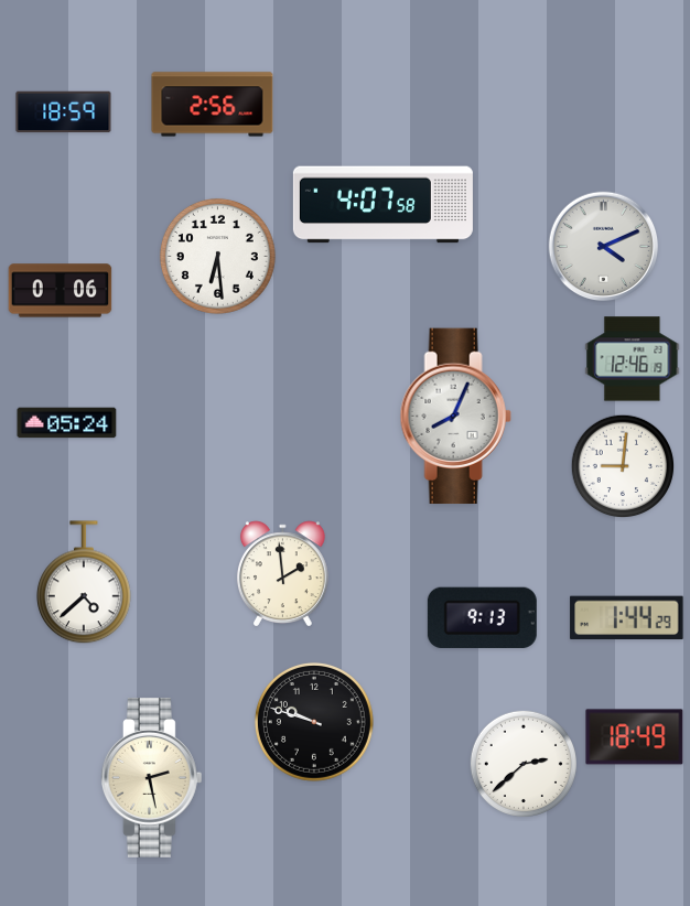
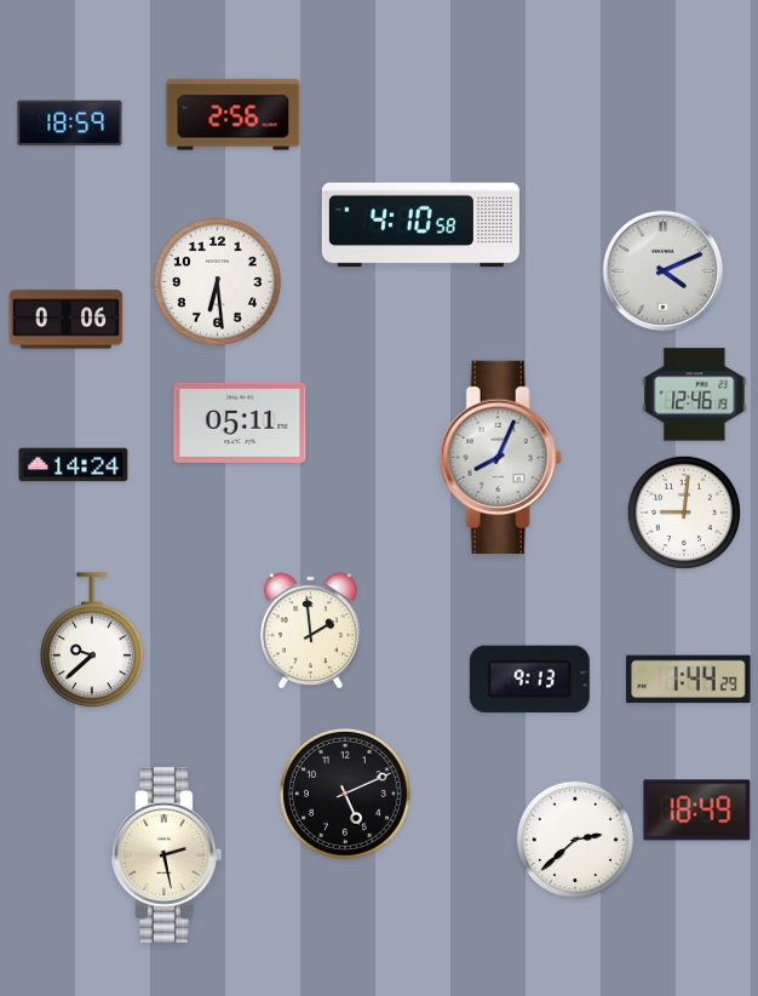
clock at (382, 205): 4:07 -> 4:10
clock at (217, 256) position: (217, 256) -> (217, 281)
clock at (240, 423): none -> 05:11
clock at (67, 423): 05:24 -> 14:24
clock at (85, 583): 4:38 -> 9:38
clock at (314, 722): 9:48 -> 5:11
